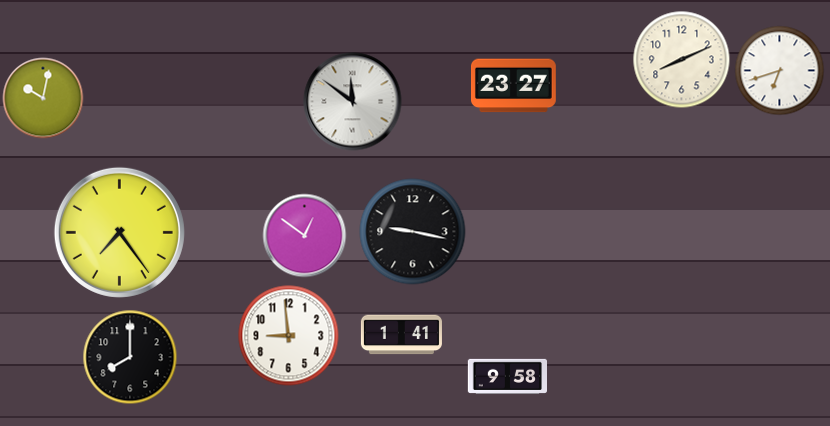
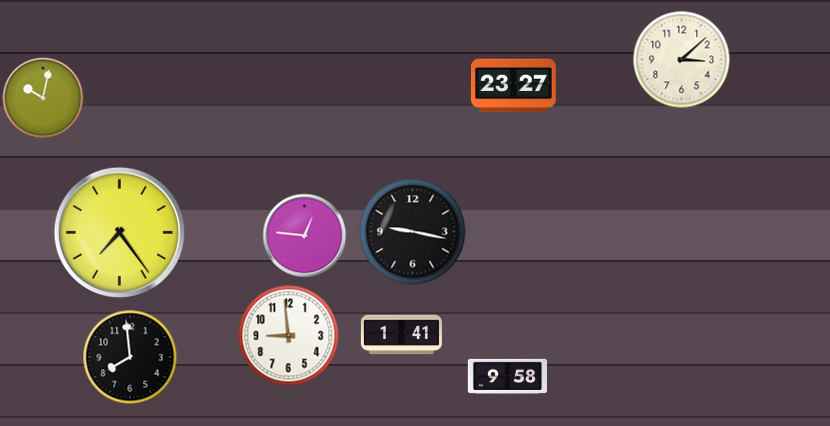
clock at (682, 60): 8:11 -> 3:08
clock at (780, 71): 6:42 -> none
clock at (353, 102): 11:51 -> none
clock at (305, 236): 12:51 -> 12:46
clock at (130, 357): 8:00 -> 7:59
